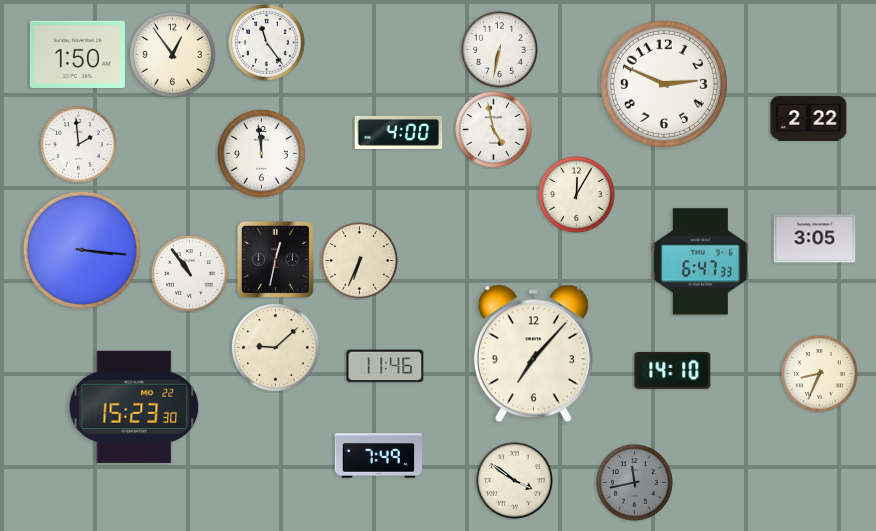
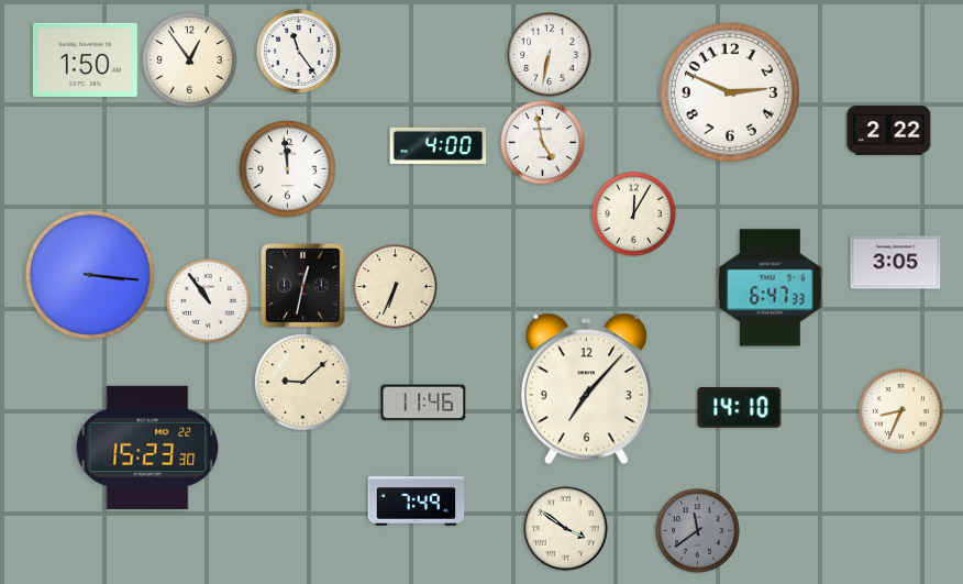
clock at (267, 43) position: (267, 43) -> (299, 52)
clock at (79, 145): 1:59 -> none
clock at (635, 483): 11:43 -> 11:39
